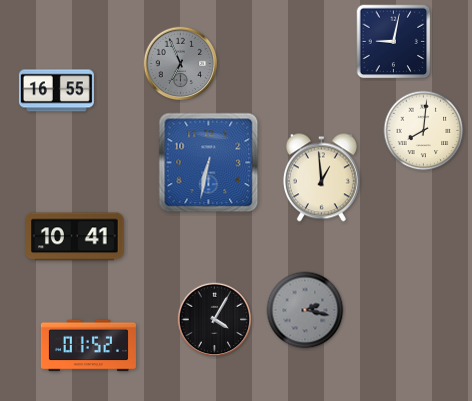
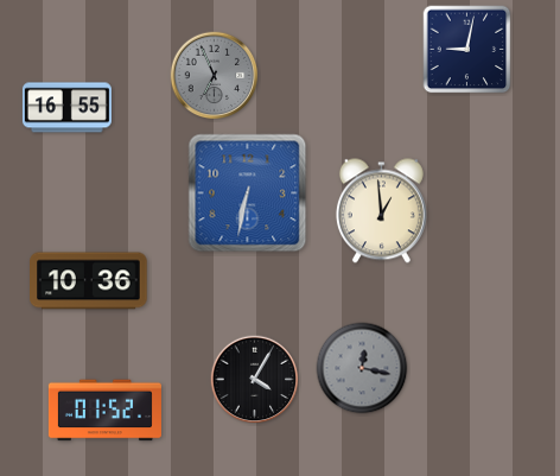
clock at (424, 131): 8:01 -> none
clock at (75, 237): 10:41 -> 10:36
clock at (305, 310): 2:17 -> 12:17
